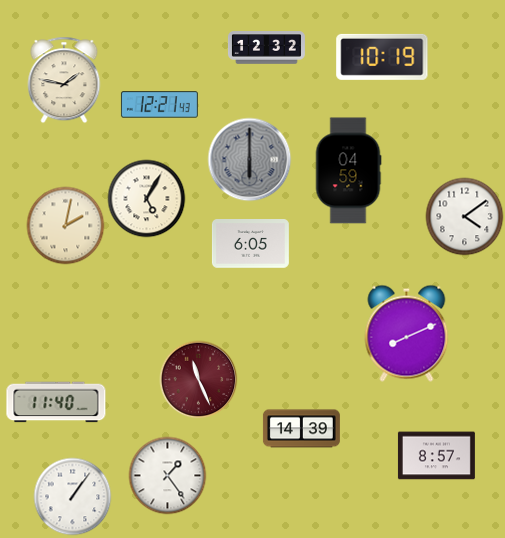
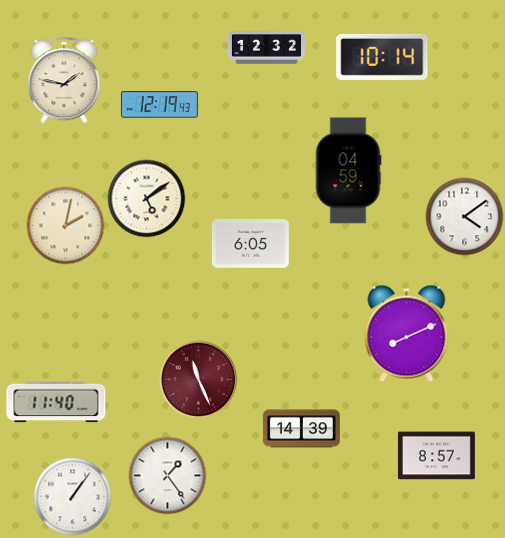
clock at (382, 57): 10:19 -> 10:14
clock at (159, 105): 12:21 -> 12:19
clock at (249, 159): 6:00 -> none
clock at (146, 198): 5:05 -> 5:09
